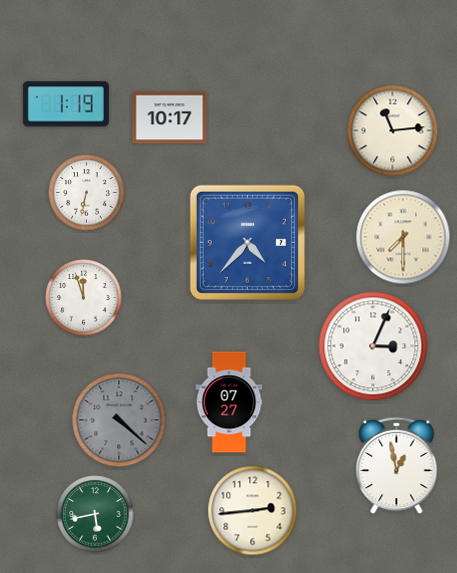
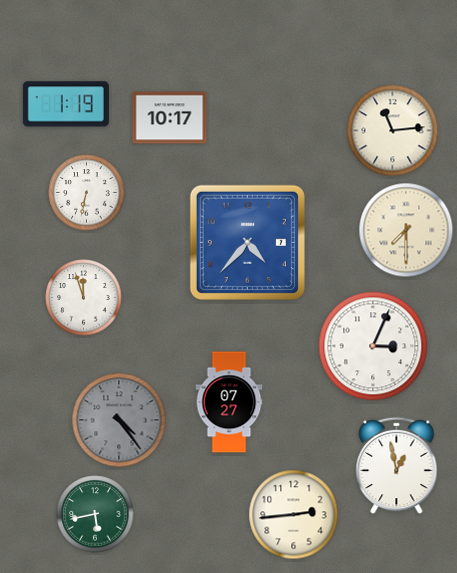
clock at (403, 237) position: (403, 237) -> (406, 230)
clock at (119, 420): 4:22 -> 4:24
clock at (253, 511) position: (253, 511) -> (294, 515)
